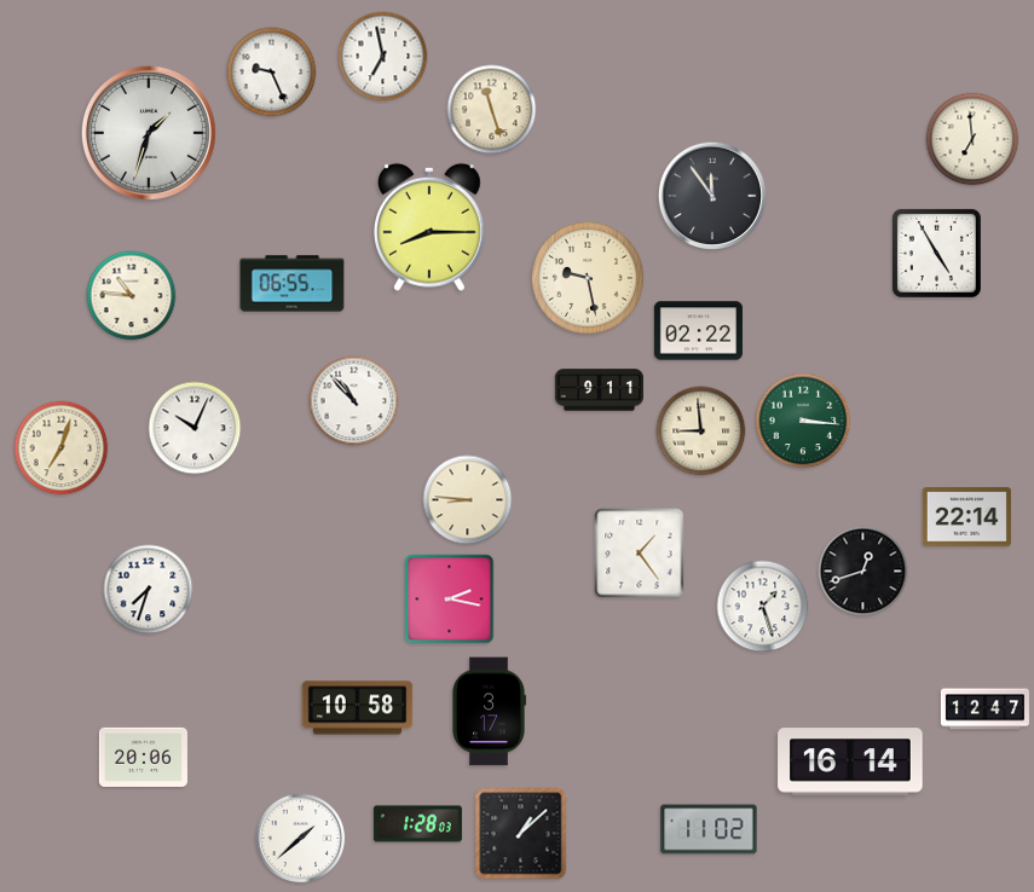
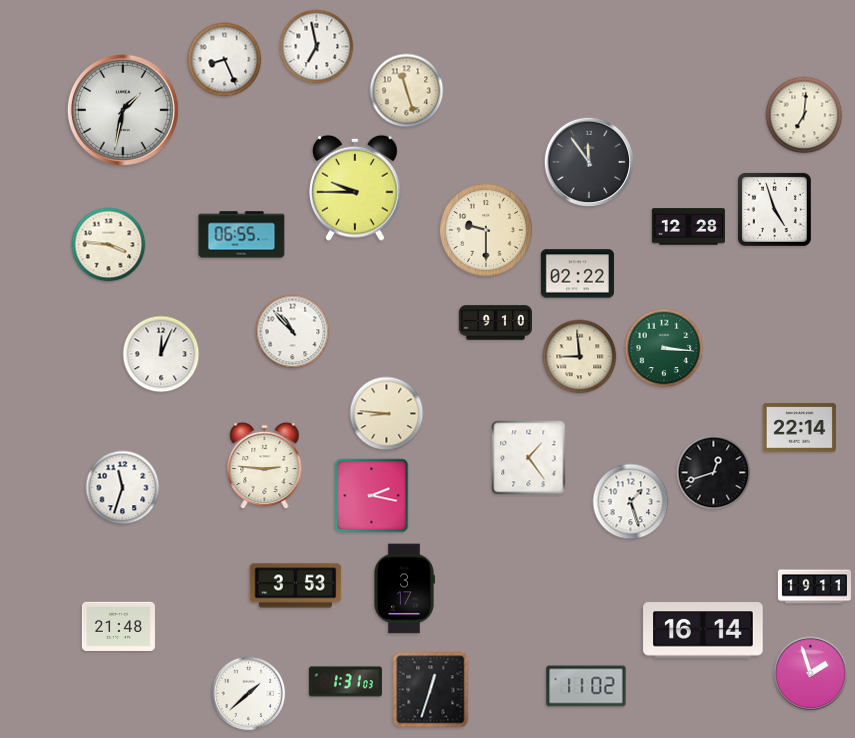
clock at (272, 73): 9:26 -> 8:26
clock at (149, 133): 1:33 -> 1:32
clock at (972, 139): 6:59 -> 7:01
clock at (431, 227): 8:15 -> 9:45
clock at (936, 253): 4:55 -> 4:57
clock at (688, 227): none -> 12:28
clock at (588, 278): 9:28 -> 9:30
clock at (132, 296): 10:46 -> 3:46
clock at (599, 390): 9:11 -> 9:10
clock at (195, 428): 10:04 -> 12:04
clock at (62, 448): 7:03 -> none
clock at (265, 466): none -> 2:46
clock at (149, 590): 7:33 -> 11:33
clock at (358, 708): 10:58 -> 3:53
clock at (984, 709): 12:47 -> 19:11
clock at (143, 757): 20:06 -> 21:48
clock at (811, 674): none -> 1:57
clock at (417, 824): 1:28 -> 1:31
clock at (521, 834): 1:08 -> 12:33
